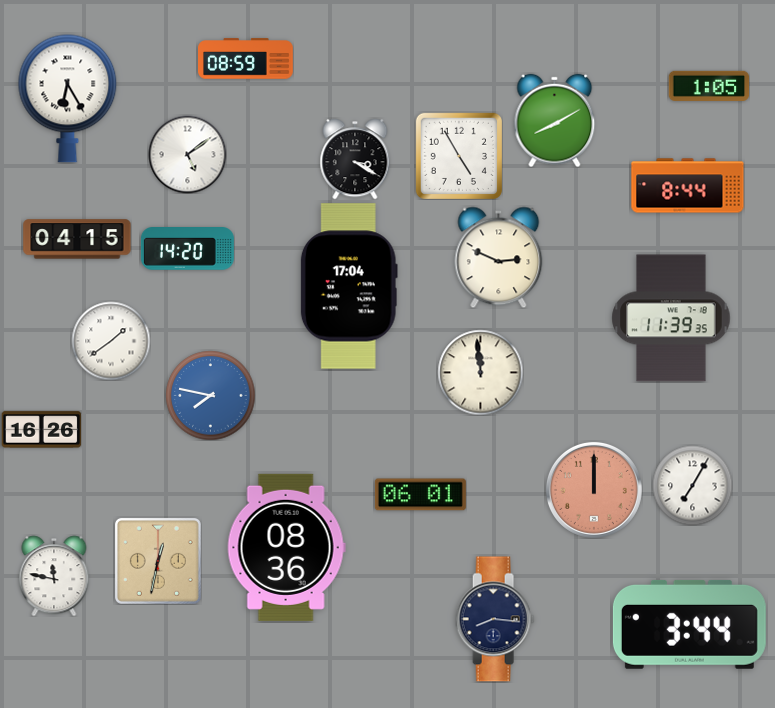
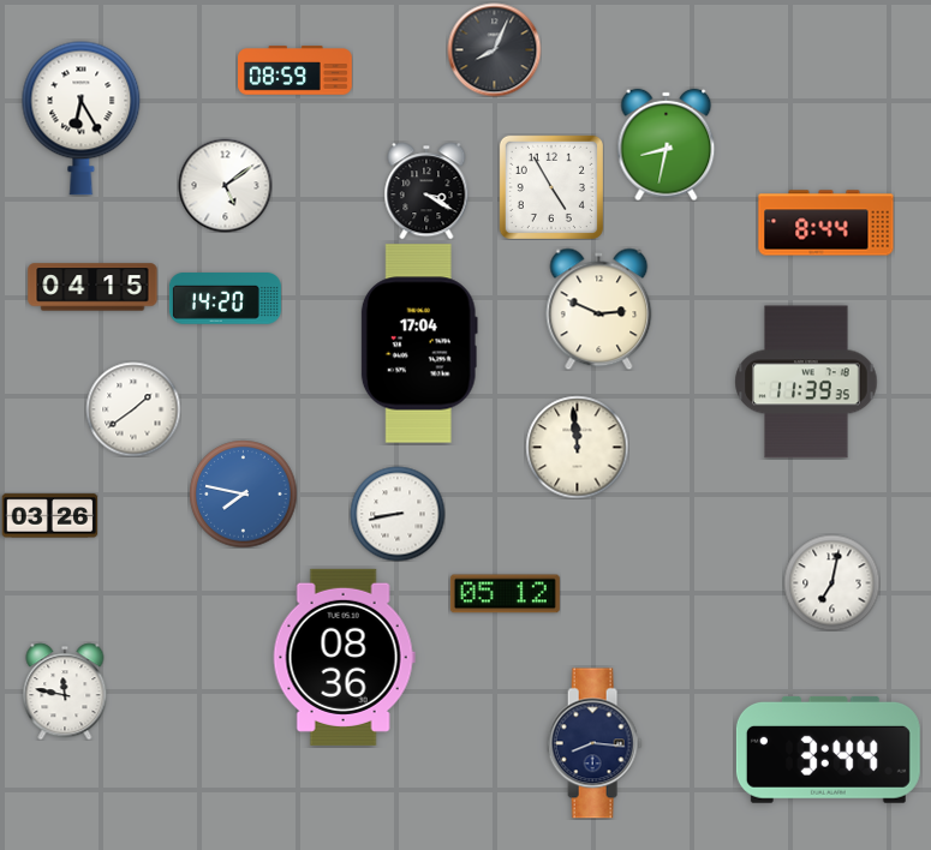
clock at (494, 49): none -> 8:04
clock at (709, 86): 1:05 -> none
clock at (555, 120): 8:10 -> 8:32
clock at (210, 395) position: (210, 395) -> (243, 493)
clock at (398, 514): none -> 8:43
clock at (41, 430): 16:26 -> 03:26
clock at (692, 485): 7:05 -> 7:02
clock at (594, 490): 12:00 -> none
clock at (420, 495): 06:01 -> 05:12
clock at (158, 561): 12:32 -> none
